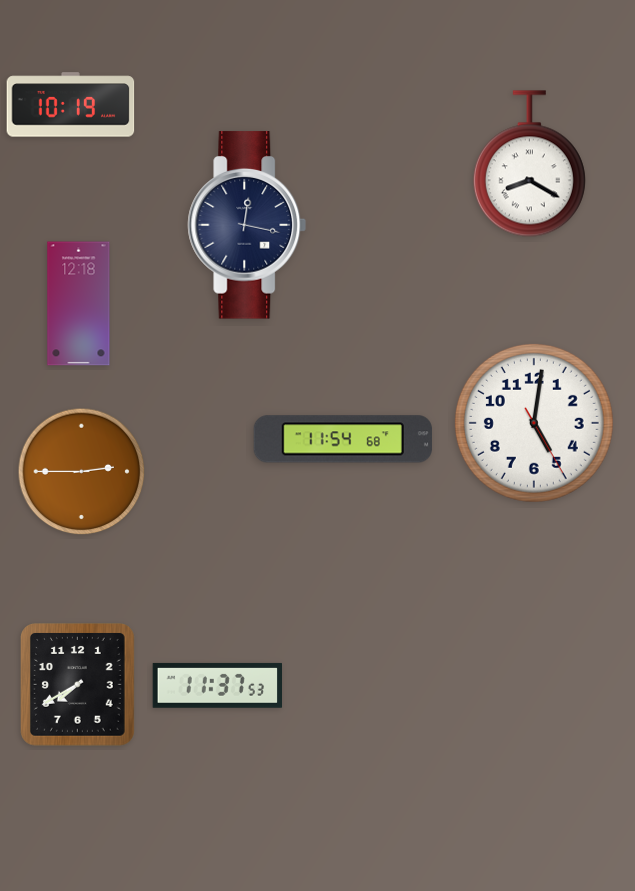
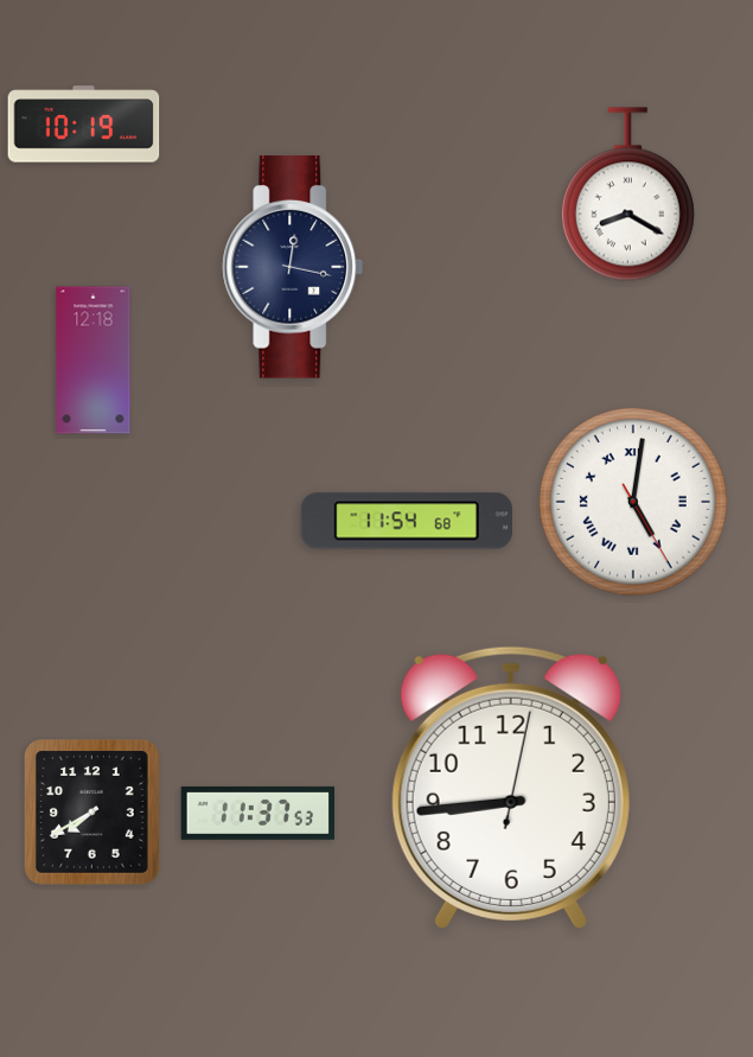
clock at (534, 423) numerals: Arabic -> Roman
clock at (82, 472): 2:45 -> none
clock at (511, 788): none -> 8:44
